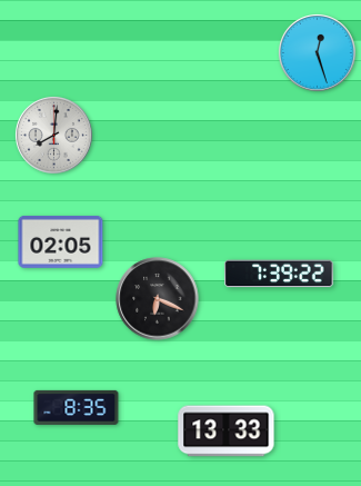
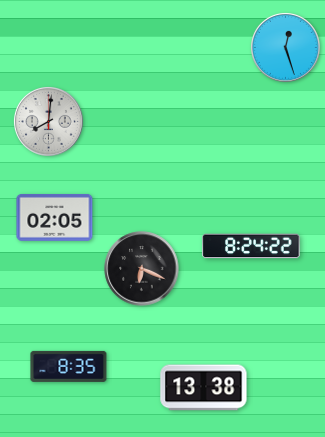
clock at (279, 274): 7:39 -> 8:24
clock at (227, 432): 13:33 -> 13:38
